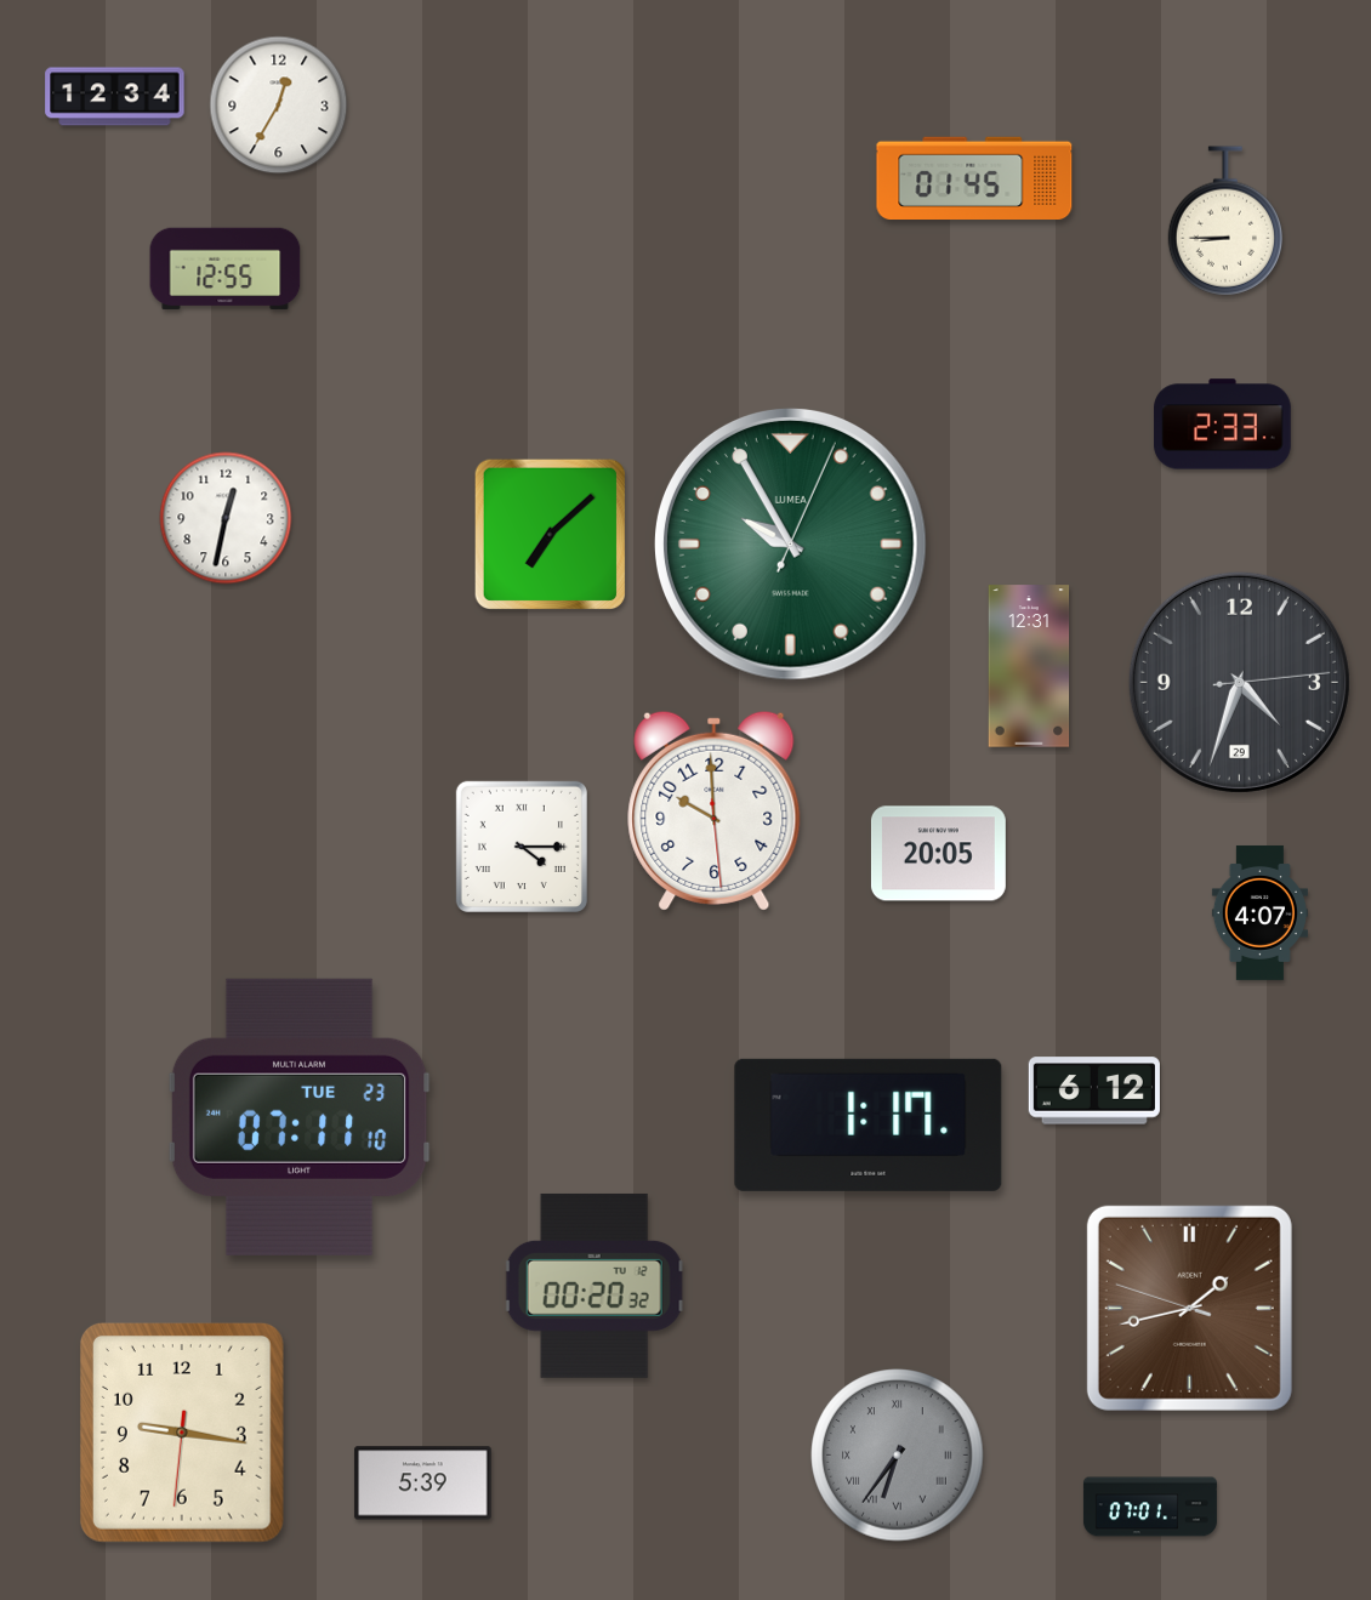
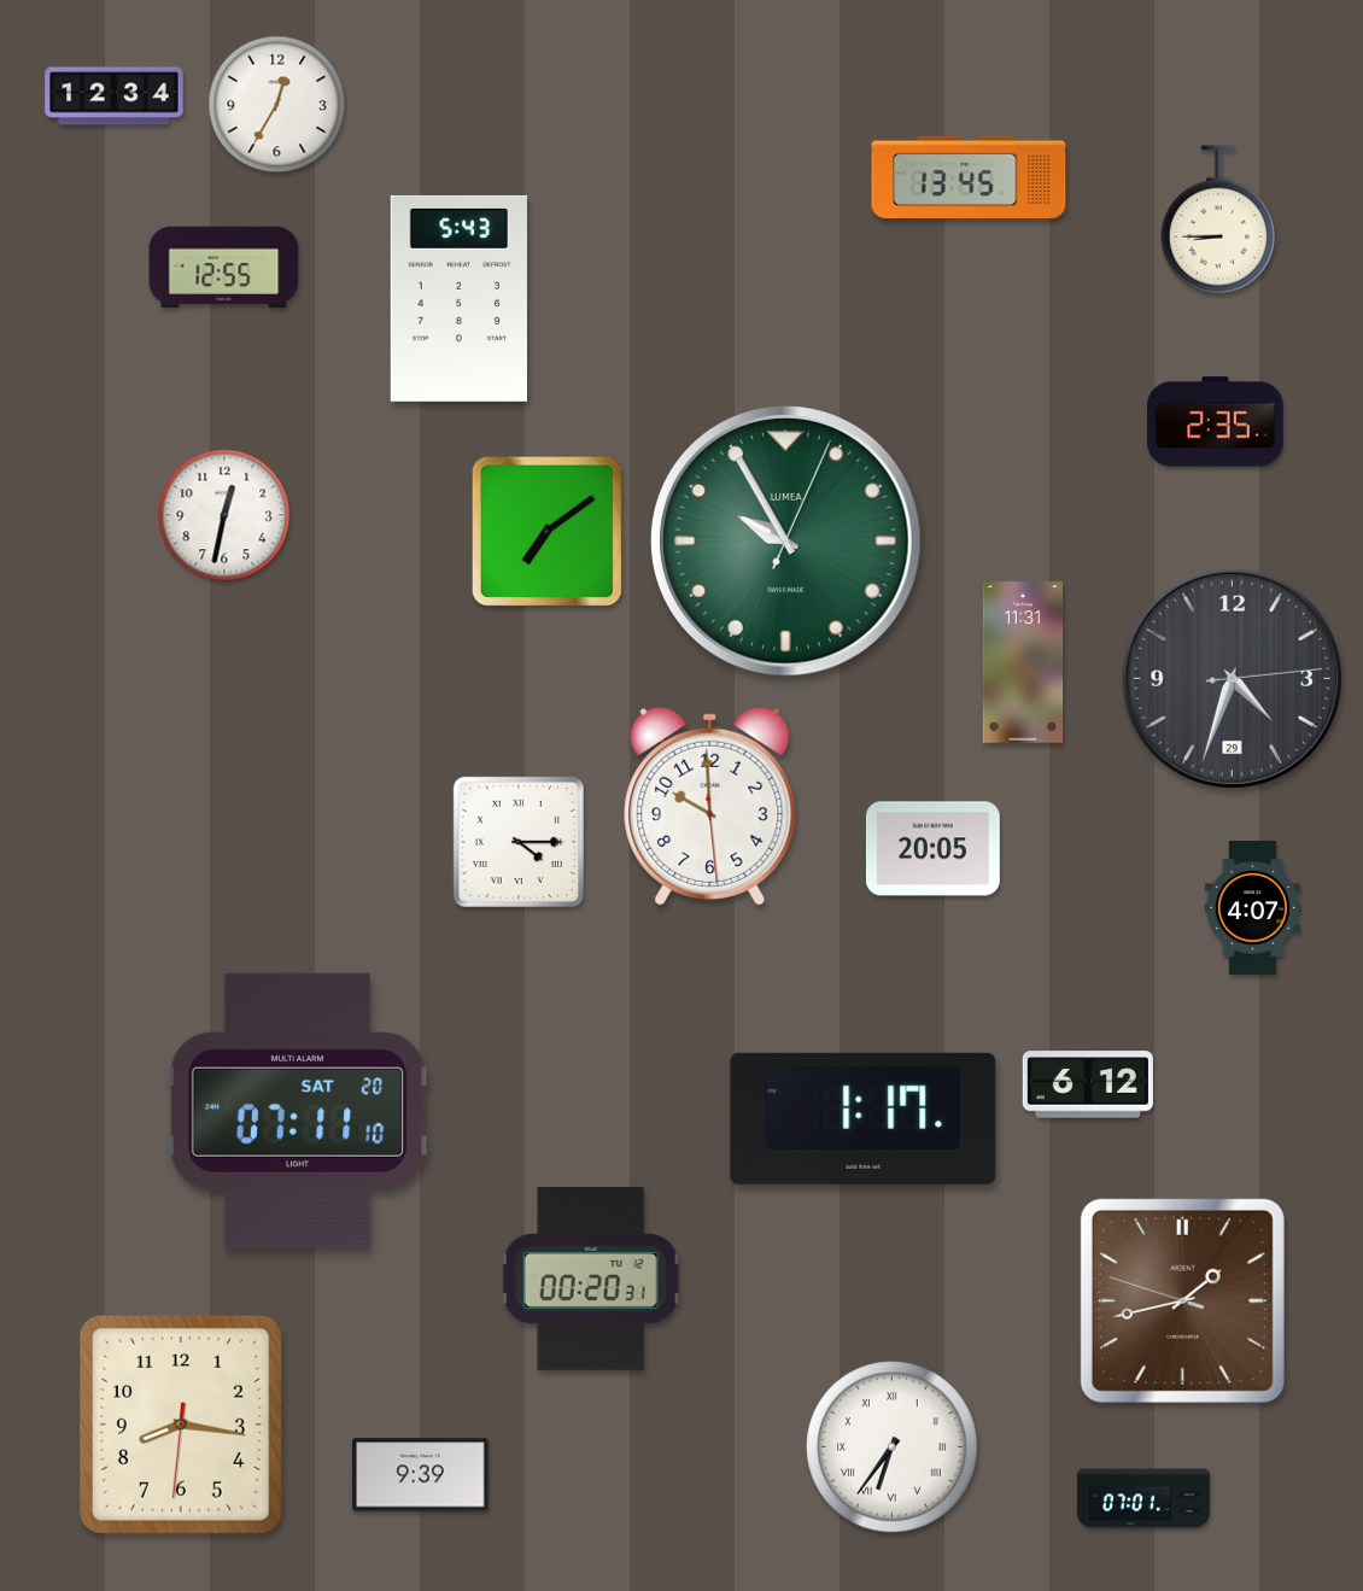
clock at (974, 177): 01:45 -> 13:45
clock at (458, 298): none -> 5:43
clock at (1223, 425): 2:33 -> 2:35
clock at (550, 534): 7:08 -> 7:09
clock at (1029, 666): 12:31 -> 11:31
clock at (300, 1117) date: TUE 23 -> SAT 20
clock at (595, 1286): 00:20:32 -> 00:20:31
clock at (182, 1433): 9:16 -> 8:16
clock at (898, 1456) dial: grey -> white
clock at (423, 1484): 5:39 -> 9:39
